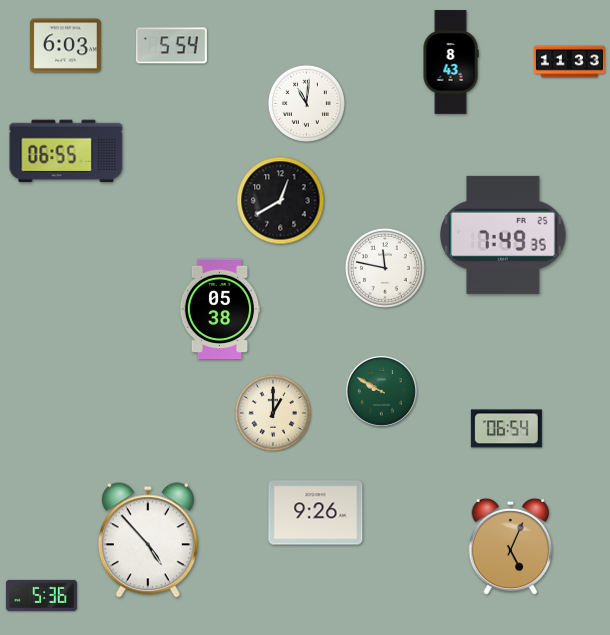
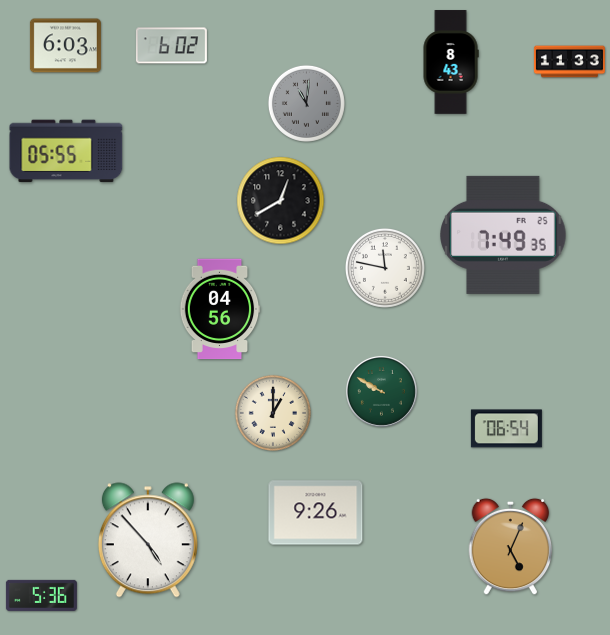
clock at (171, 46): 5:54 -> 6:02
clock at (306, 103) dial: white -> grey
clock at (66, 151): 06:55 -> 05:55
clock at (220, 309): 05:38 -> 04:56
